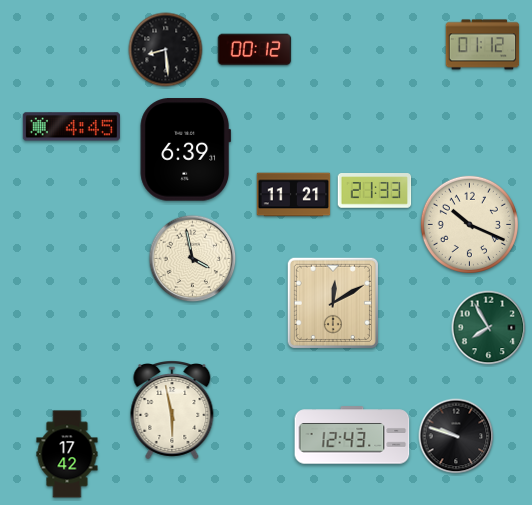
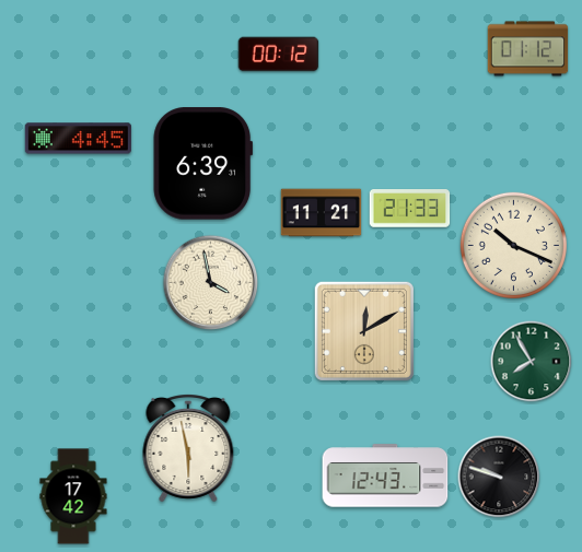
clock at (166, 50): 8:29 -> none
clock at (489, 328) position: (489, 328) -> (532, 362)
